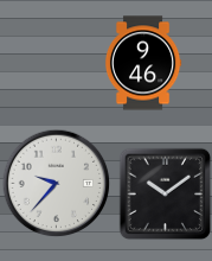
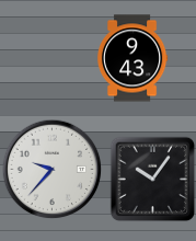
clock at (143, 63): 9:46 -> 9:43
clock at (165, 193): 10:09 -> 10:06
